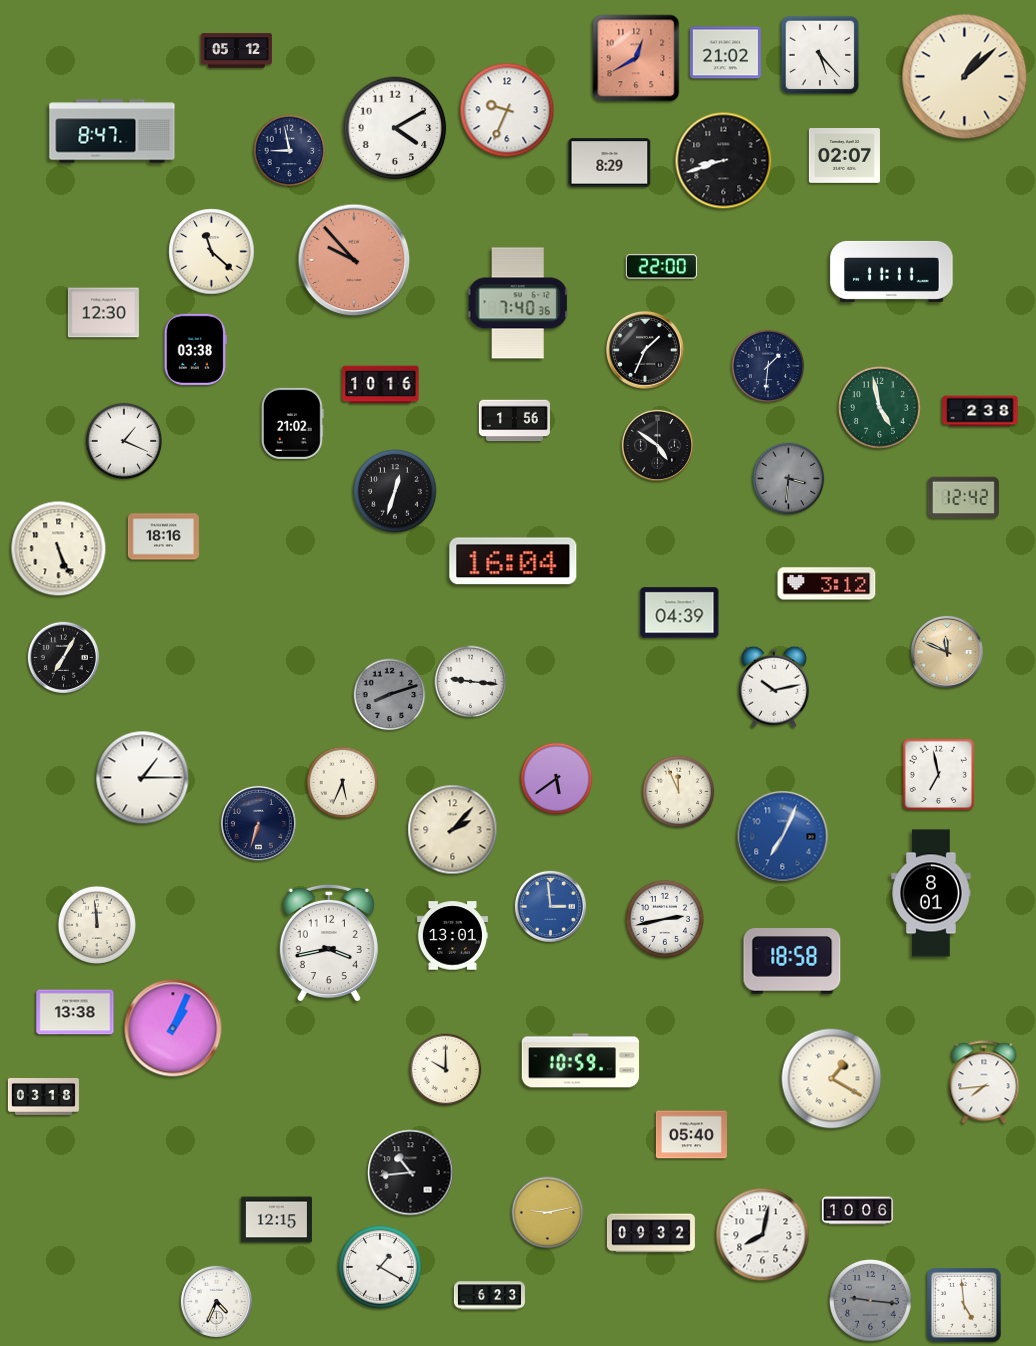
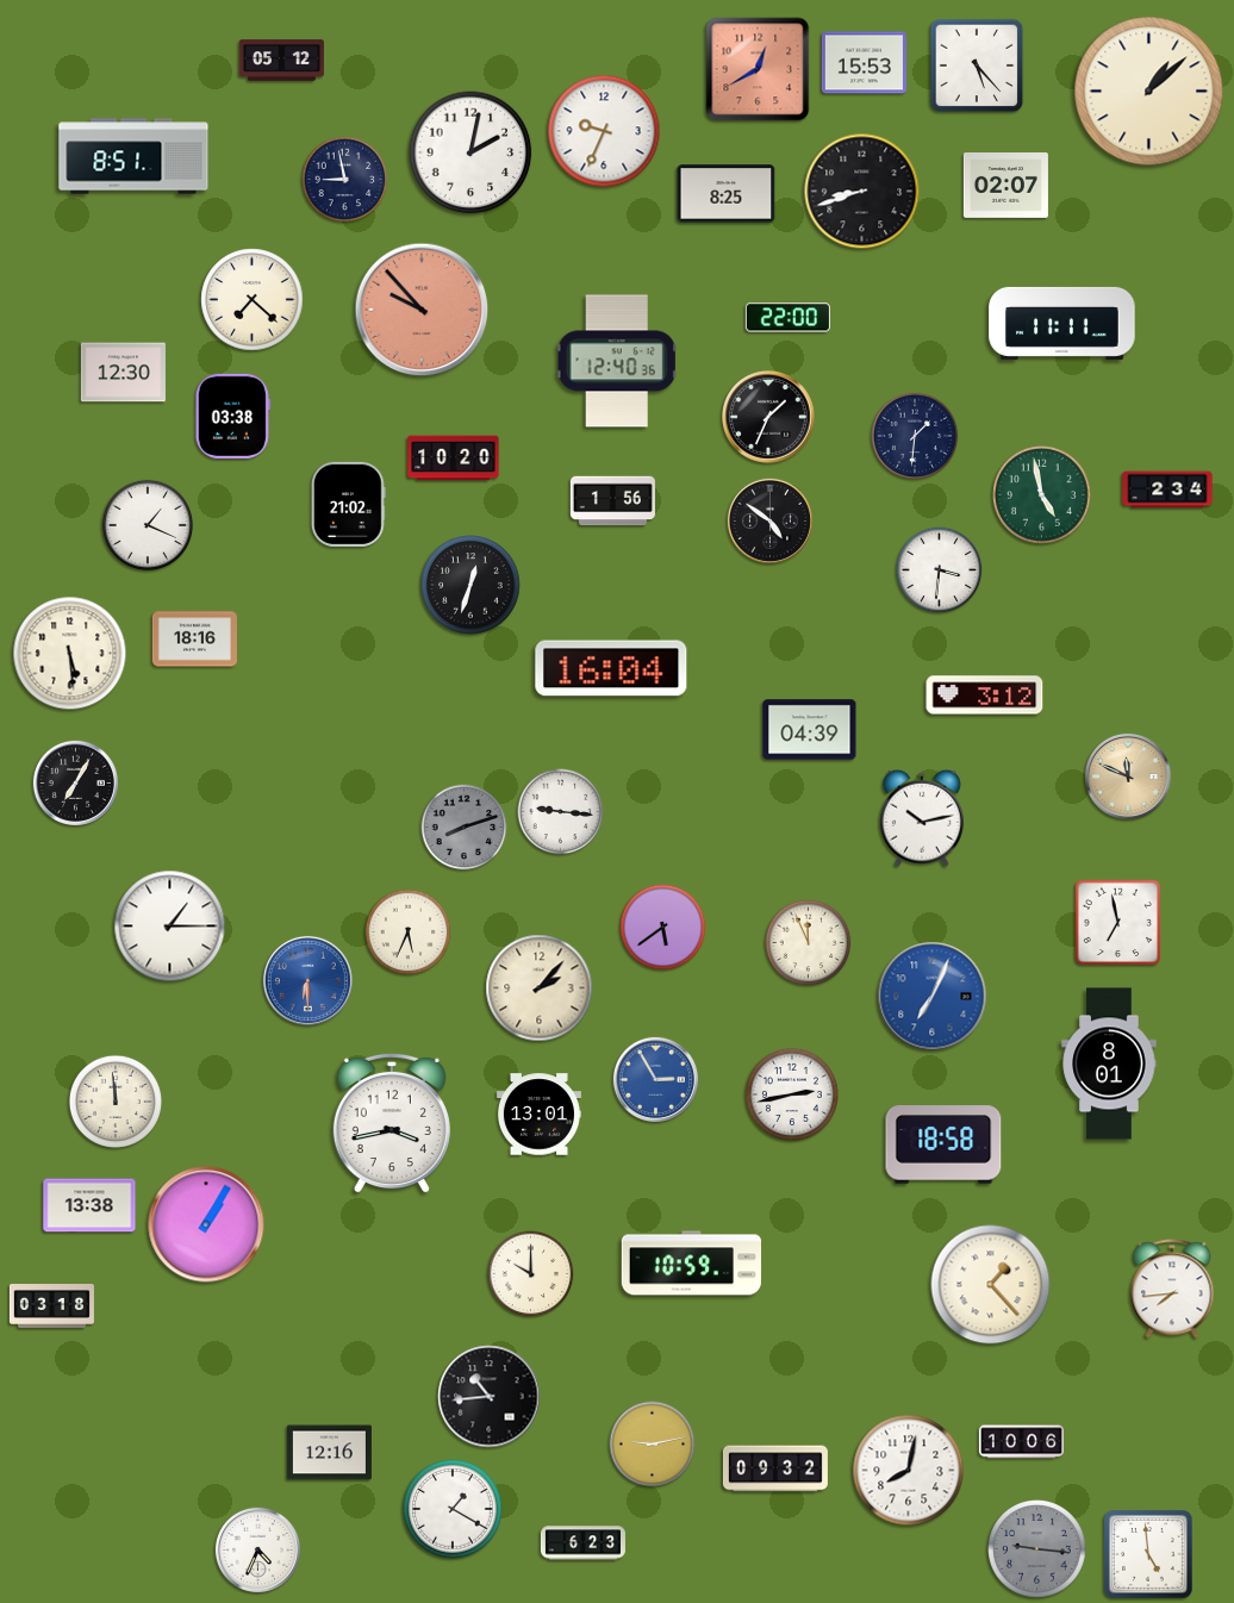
clock at (725, 53): 21:02 -> 15:53
clock at (395, 128): 4:10 -> 2:02
clock at (112, 131): 8:47 -> 8:51
clock at (610, 163): 8:29 -> 8:25
clock at (212, 252): 11:22 -> 7:22
clock at (518, 303): 7:40 -> 12:40
clock at (381, 385): 10:16 -> 10:20
clock at (880, 408) position: (880, 408) -> (1042, 495)
clock at (980, 411): 2:38 -> 2:34
clock at (657, 445) position: (657, 445) -> (769, 520)
clock at (789, 479) dial: grey -> white
clock at (963, 498): 12:42 -> none
clock at (59, 549): 5:26 -> 5:29
clock at (258, 823): 6:33 -> 6:30
clock at (258, 823) dial: navy -> blue
clock at (550, 906): 2:59 -> 2:55
clock at (173, 1028): 1:04 -> 1:05
clock at (832, 1079): 1:20 -> 1:23
clock at (691, 1135): 05:40 -> none
clock at (276, 1220): 12:15 -> 12:16
